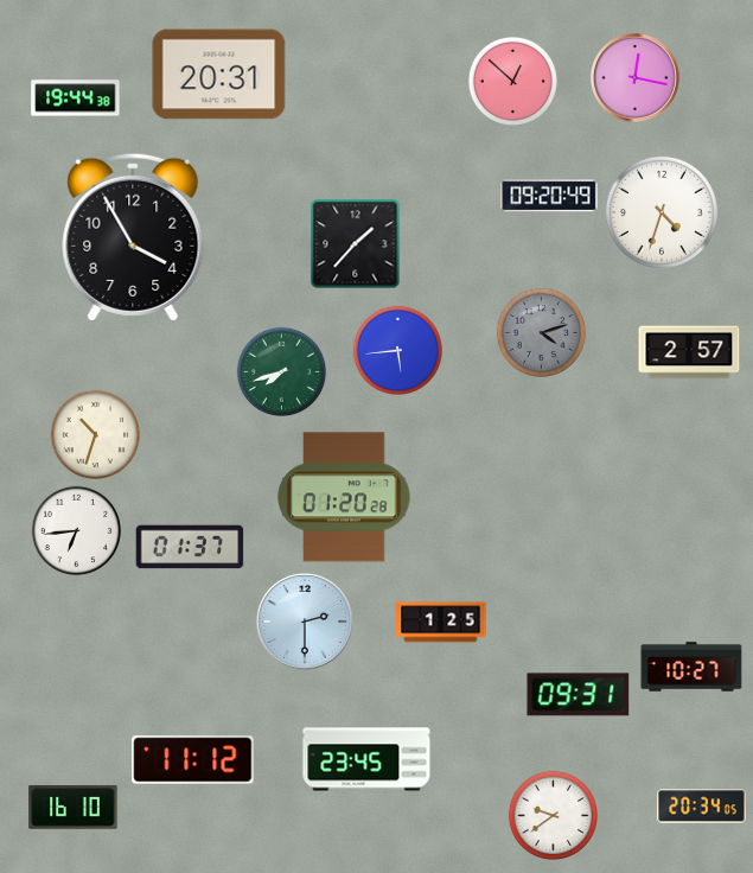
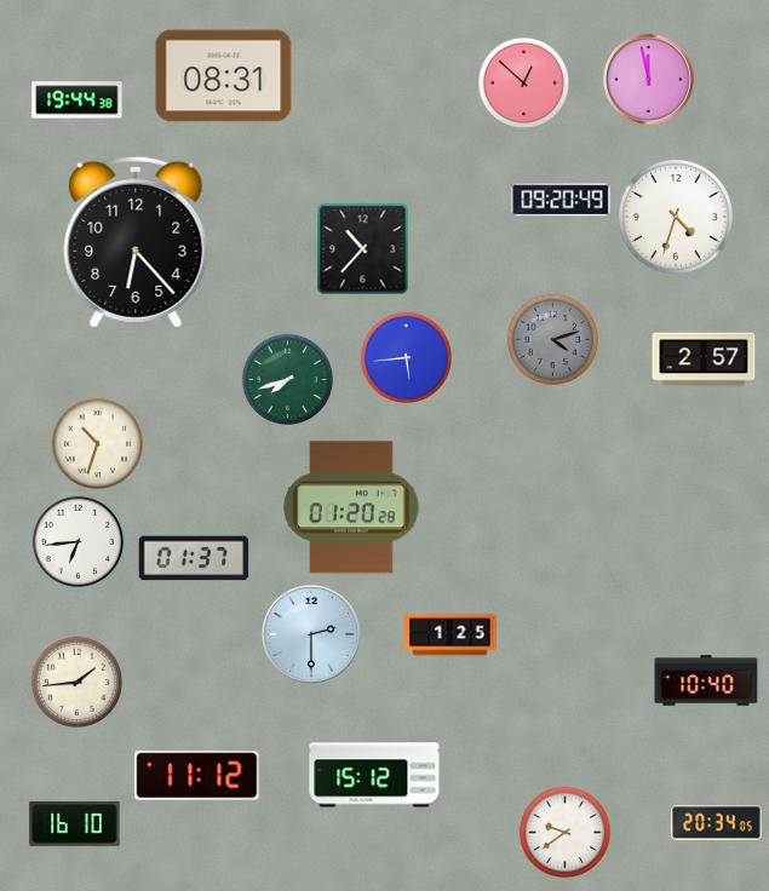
clock at (219, 75): 20:31 -> 08:31
clock at (636, 78): 12:17 -> 11:58
clock at (133, 237): 3:55 -> 6:23
clock at (356, 244): 1:37 -> 10:37
clock at (691, 667): 10:27 -> 10:40
clock at (76, 682): none -> 1:44
clock at (579, 695): 09:31 -> none
clock at (366, 759): 23:45 -> 15:12
